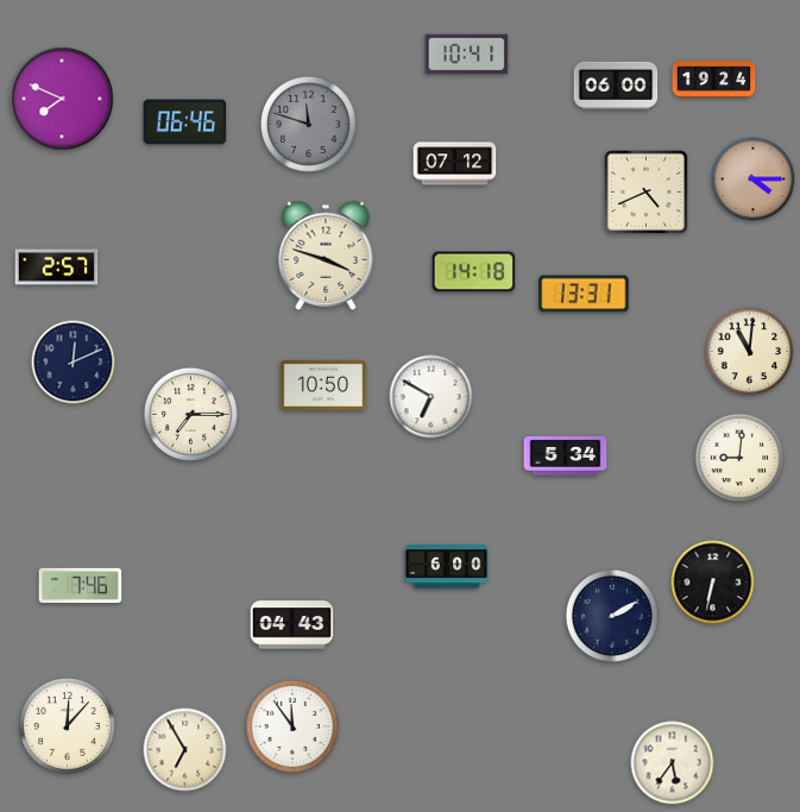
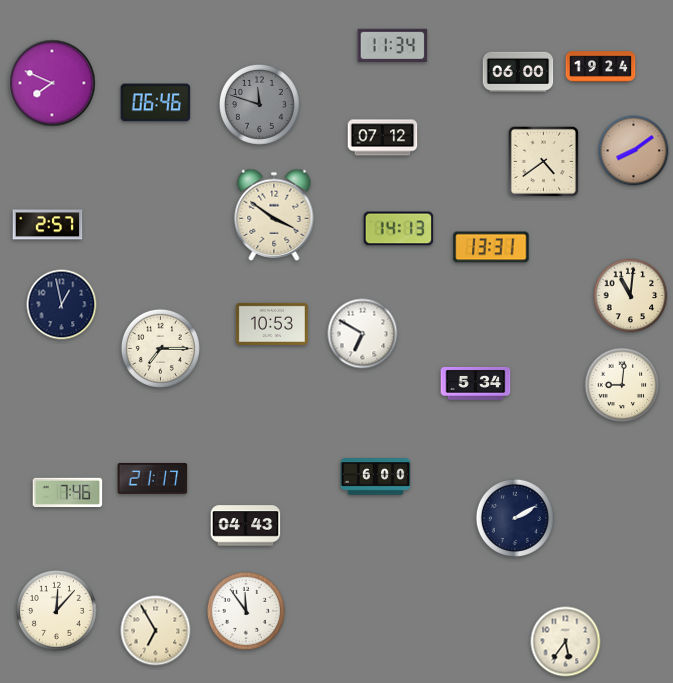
clock at (467, 53): 10:41 -> 11:34
clock at (754, 180): 4:15 -> 8:09
clock at (645, 191): 4:41 -> 4:39
clock at (326, 256): 3:48 -> 3:51
clock at (474, 272): 14:18 -> 14:13
clock at (74, 363): 12:11 -> 12:58
clock at (323, 385): 10:50 -> 10:53
clock at (153, 478): none -> 21:17
clock at (713, 583): 6:32 -> none
